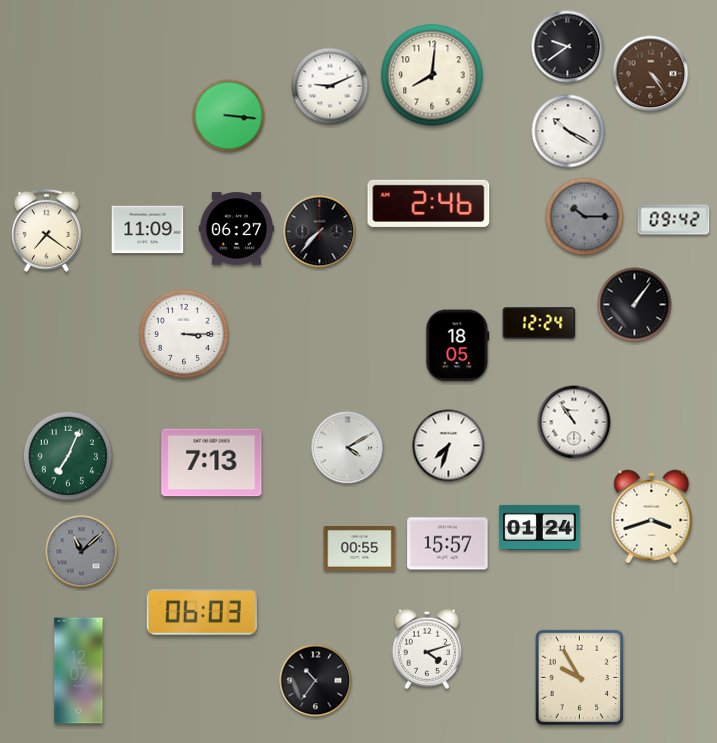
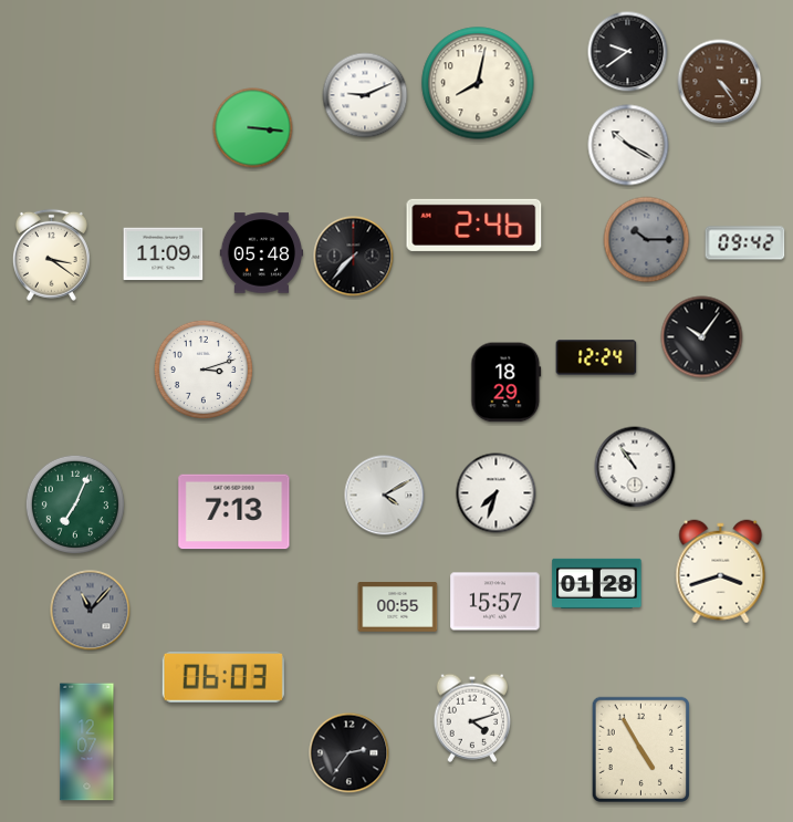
clock at (432, 75): 8:01 -> 8:02
clock at (237, 229): 06:27 -> 05:48
clock at (46, 230): 7:21 -> 3:21
clock at (635, 305): 1:06 -> 10:06
clock at (184, 334): 3:15 -> 3:12
clock at (458, 346): 18:05 -> 18:29
clock at (540, 527): 01:24 -> 01:28
clock at (82, 552): 11:08 -> 11:07
clock at (580, 678): 9:55 -> 4:55
clock at (316, 681): 10:36 -> 2:36
